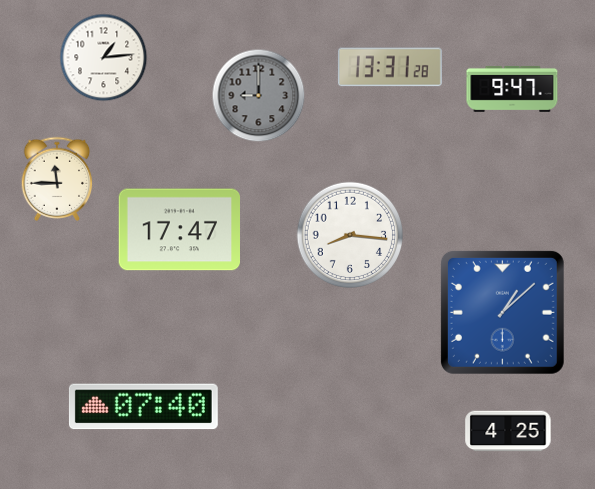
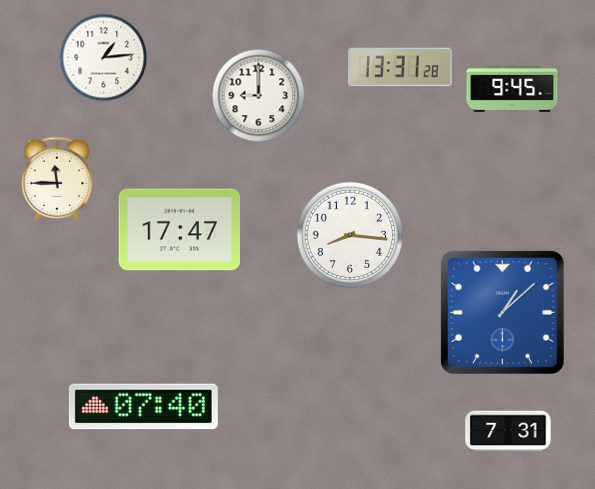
clock at (390, 67) position: (390, 67) -> (400, 67)
clock at (512, 89): 9:47 -> 9:45
clock at (259, 96) dial: grey -> white
clock at (508, 431): 4:25 -> 7:31
